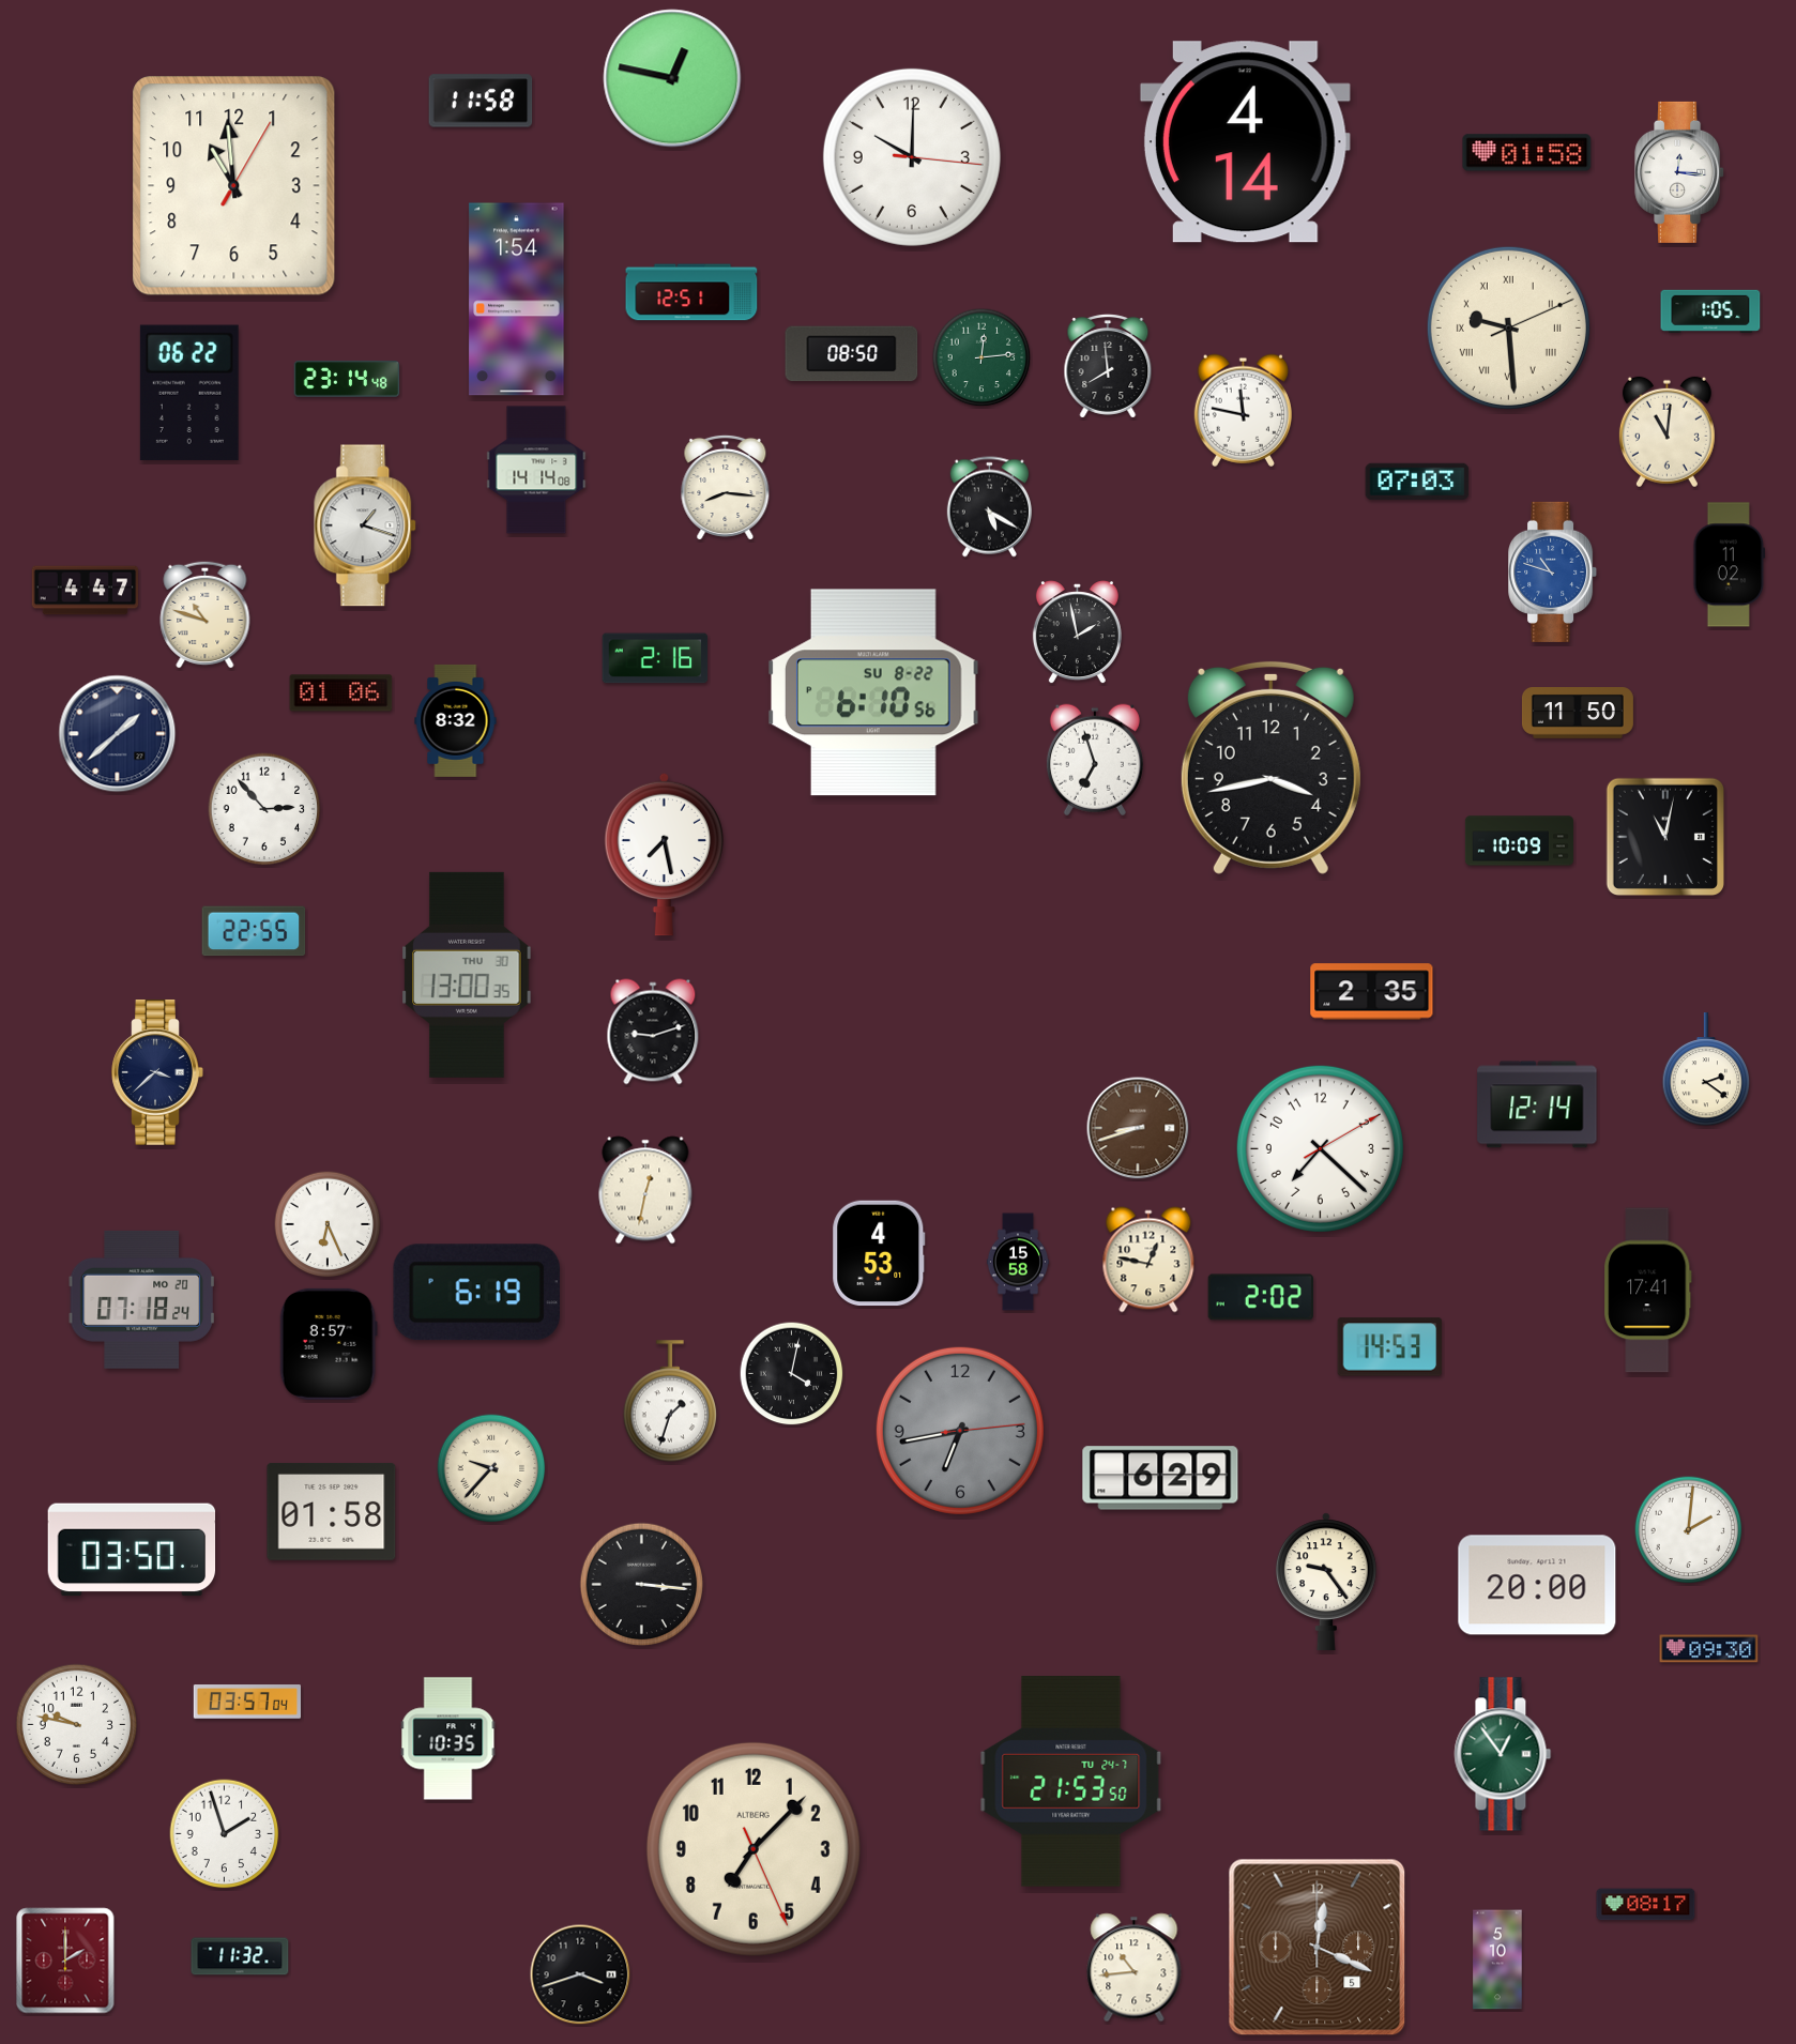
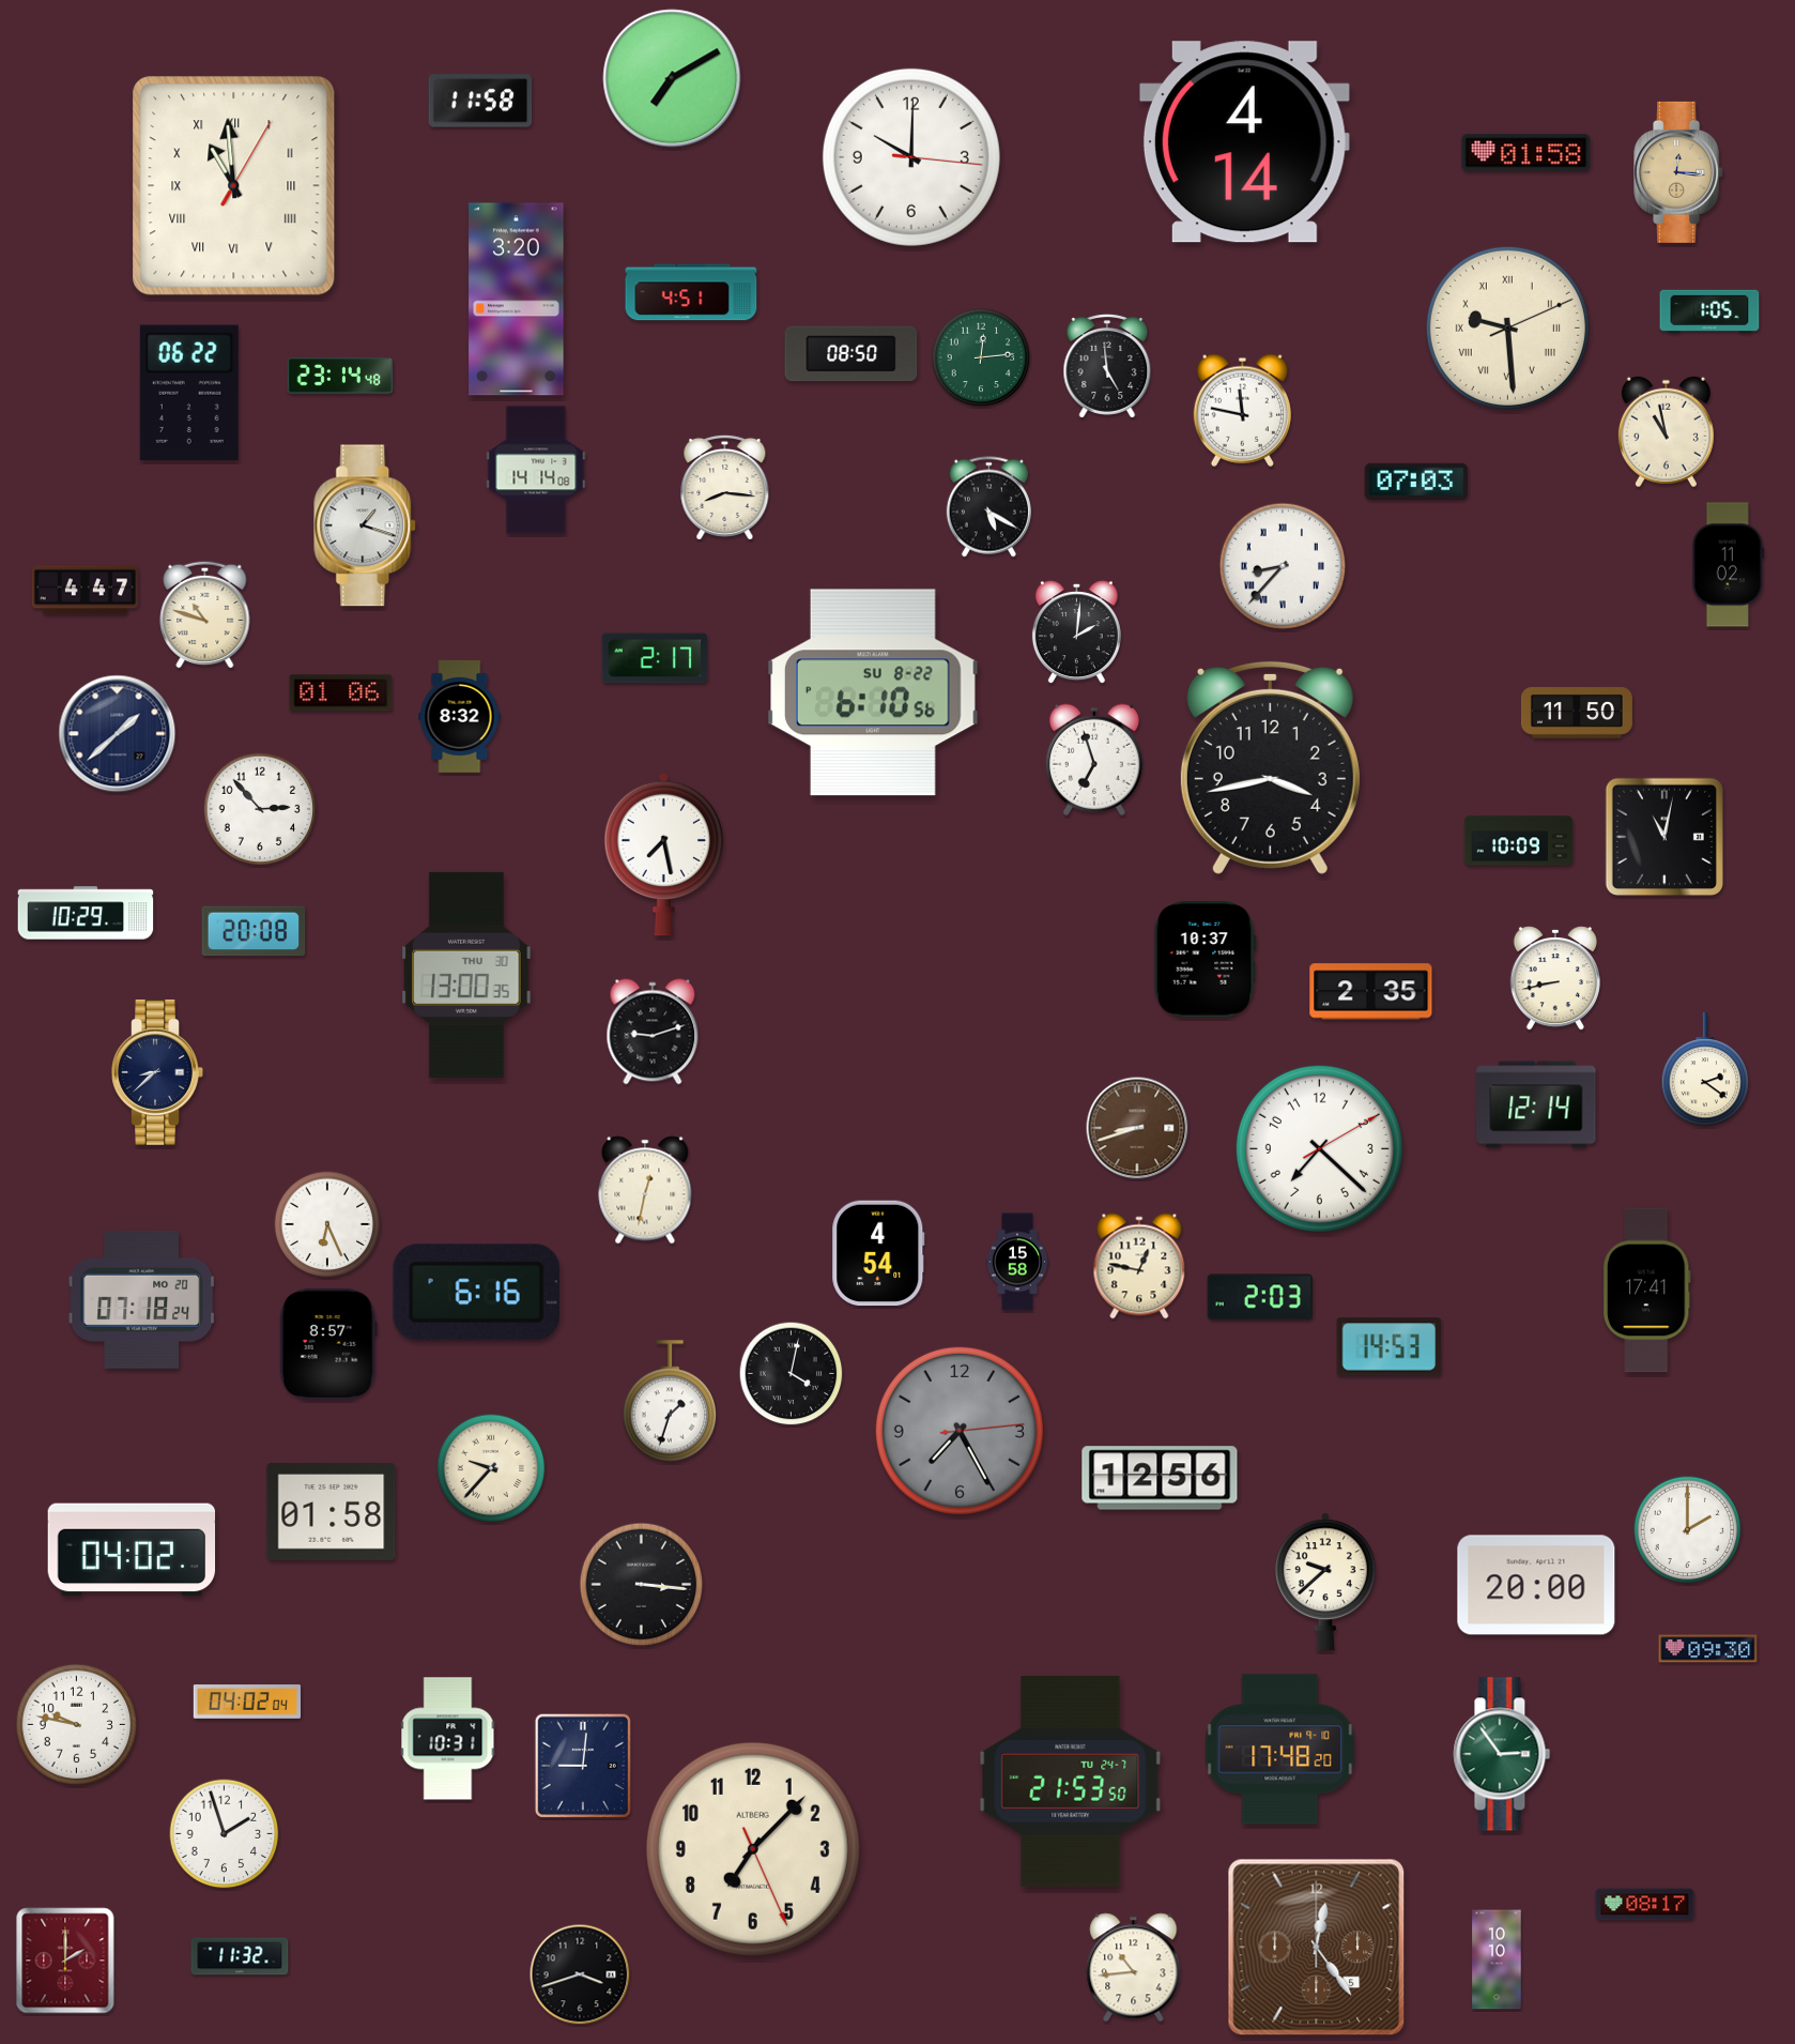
clock at (672, 78): 12:47 -> 7:10
clock at (1680, 172) dial: white -> champagne
clock at (234, 186) numerals: Arabic -> Roman
clock at (691, 292): 12:51 -> 4:51
clock at (517, 300): 1:54 -> 3:20
clock at (1108, 366): 7:59 -> 4:59
clock at (347, 379) position: (347, 379) -> (340, 376)
clock at (1666, 432): 11:01 -> 10:58
clock at (1283, 566): none -> 8:37
clock at (1553, 571): 10:48 -> none
clock at (1077, 632): 1:58 -> 2:01
clock at (655, 658): 2:16 -> 2:17
clock at (456, 720) position: (456, 720) -> (460, 716)
clock at (264, 809) position: (264, 809) -> (260, 809)
clock at (86, 913): none -> 10:29
clock at (254, 931): 22:55 -> 20:08
clock at (1205, 960): none -> 10:37
clock at (1555, 978): none -> 8:43
clock at (157, 1073): 3:38 -> 8:38
clock at (879, 1253): 4:53 -> 4:54
clock at (1148, 1260) position: (1148, 1260) -> (1139, 1266)
clock at (476, 1293): 6:19 -> 6:16
clock at (1260, 1297): 2:02 -> 2:03
clock at (960, 1431): 6:43 -> 7:25
clock at (1160, 1478): 6:29 -> 12:56
clock at (1689, 1530): 2:01 -> 2:00
clock at (132, 1550): 03:50 -> 04:02
clock at (1326, 1581): 9:24 -> 9:38
clock at (246, 1702): 03:57 -> 04:02
clock at (448, 1739): 10:35 -> 10:31
clock at (1280, 1750): none -> 17:48
clock at (1503, 1754): 12:54 -> 2:54
clock at (583, 1766): none -> 9:01
clock at (1318, 1948): 12:19 -> 12:24
clock at (1497, 1959): 5:10 -> 10:10
